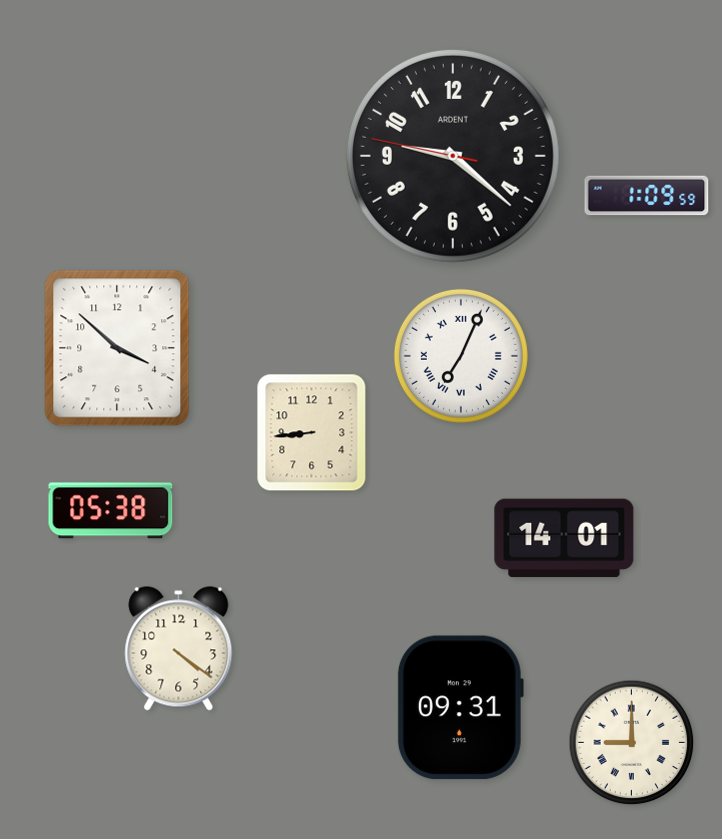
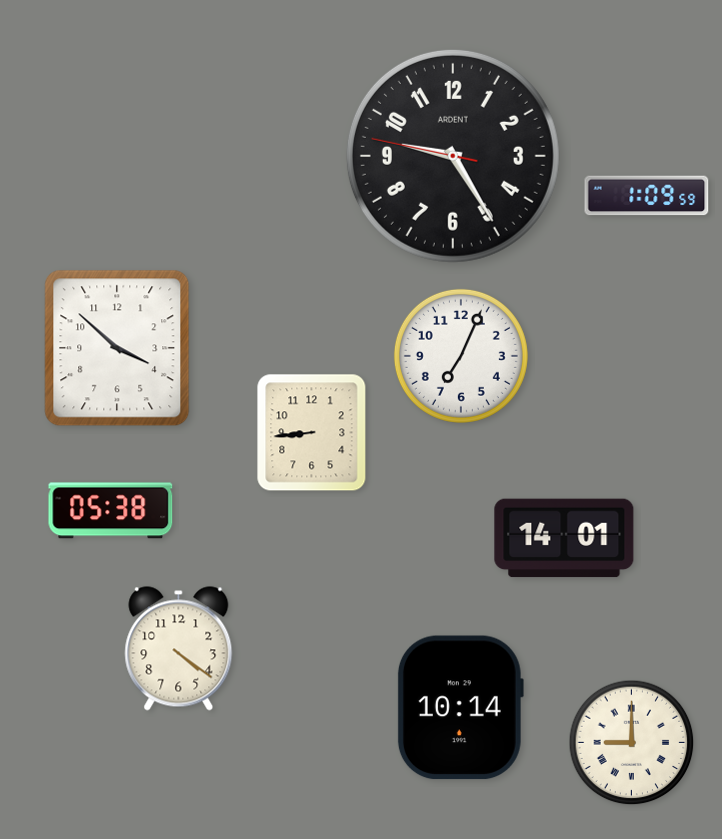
clock at (453, 156): 9:21 -> 9:24
clock at (461, 356) numerals: Roman -> Arabic
clock at (460, 708): 09:31 -> 10:14
